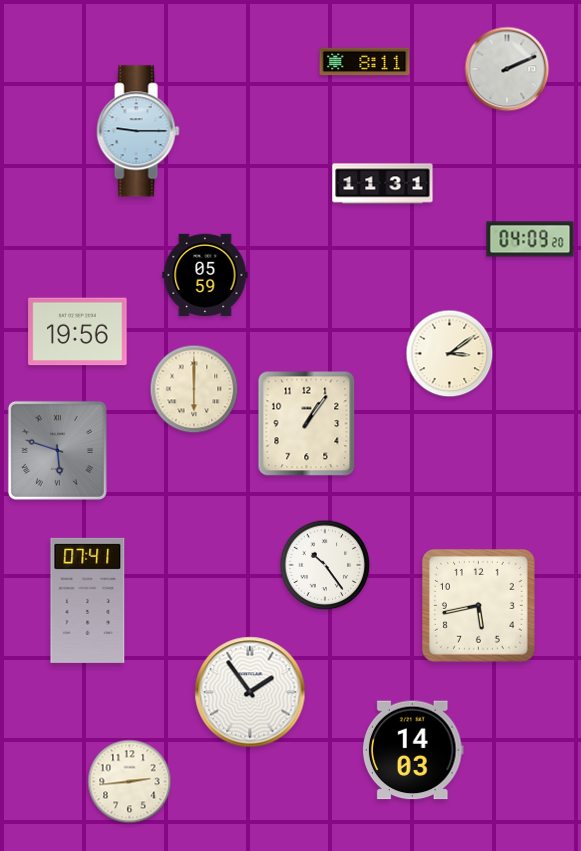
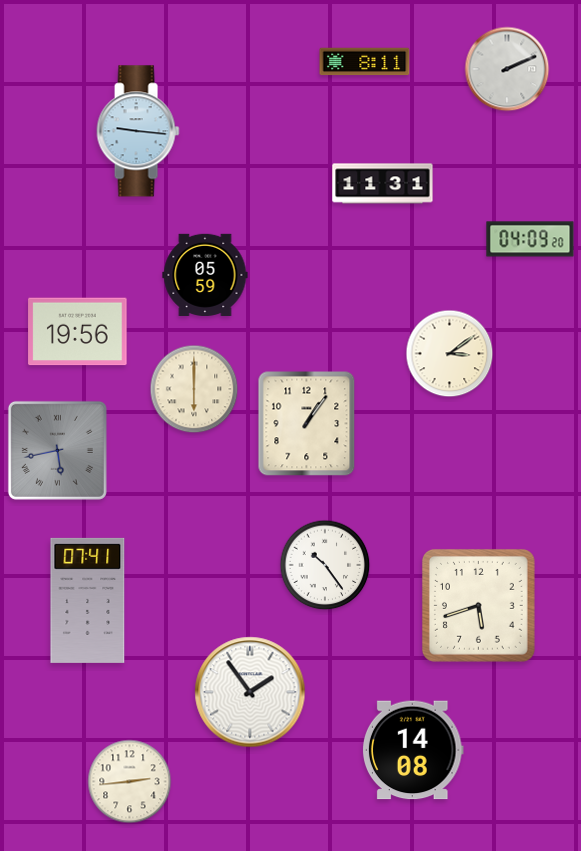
clock at (138, 131): 9:15 -> 9:16
clock at (57, 450): 5:48 -> 5:43
clock at (478, 605): 5:43 -> 5:42
clock at (413, 750): 14:03 -> 14:08
